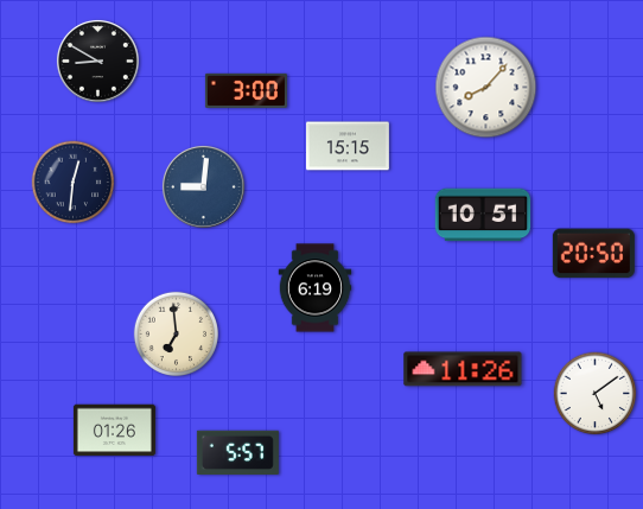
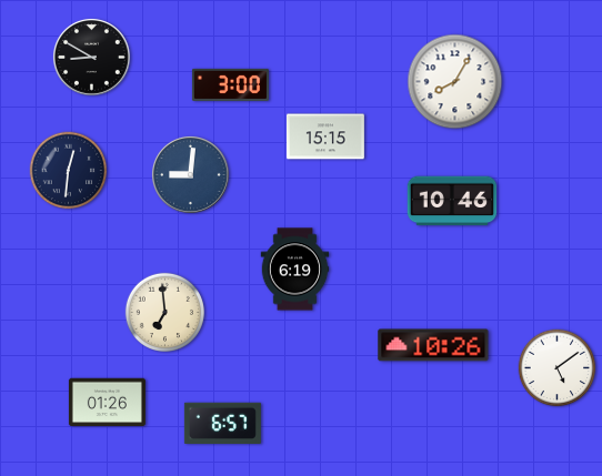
clock at (486, 88): 8:07 -> 8:05
clock at (483, 215): 10:51 -> 10:46
clock at (593, 254): 20:50 -> none
clock at (463, 369): 11:26 -> 10:26
clock at (237, 452): 5:57 -> 6:57
